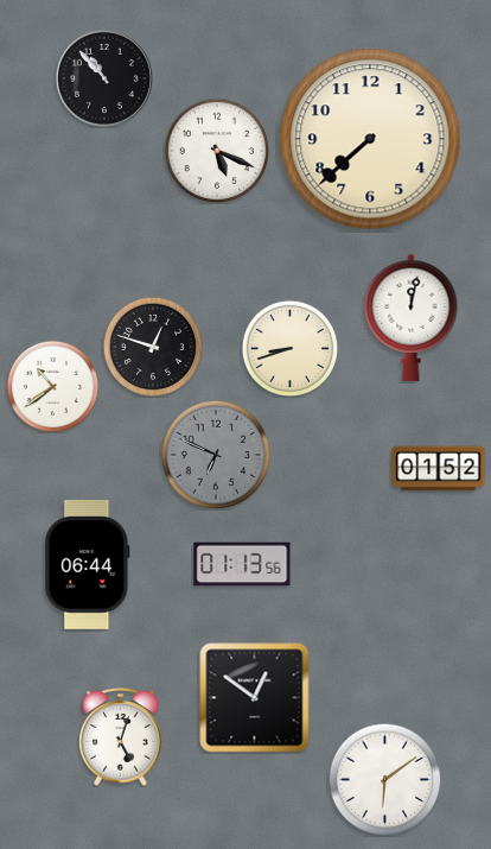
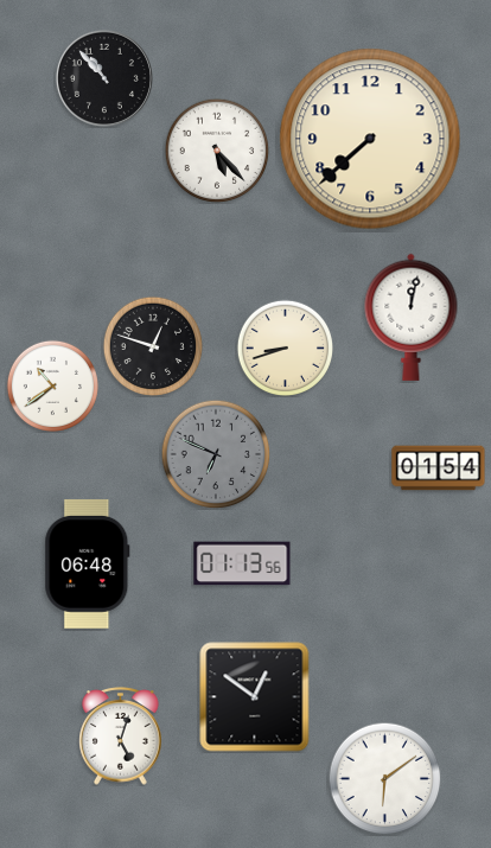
clock at (217, 151): 5:19 -> 5:23
clock at (289, 348) position: (289, 348) -> (285, 348)
clock at (439, 469): 01:52 -> 01:54
clock at (88, 564): 06:44 -> 06:48
